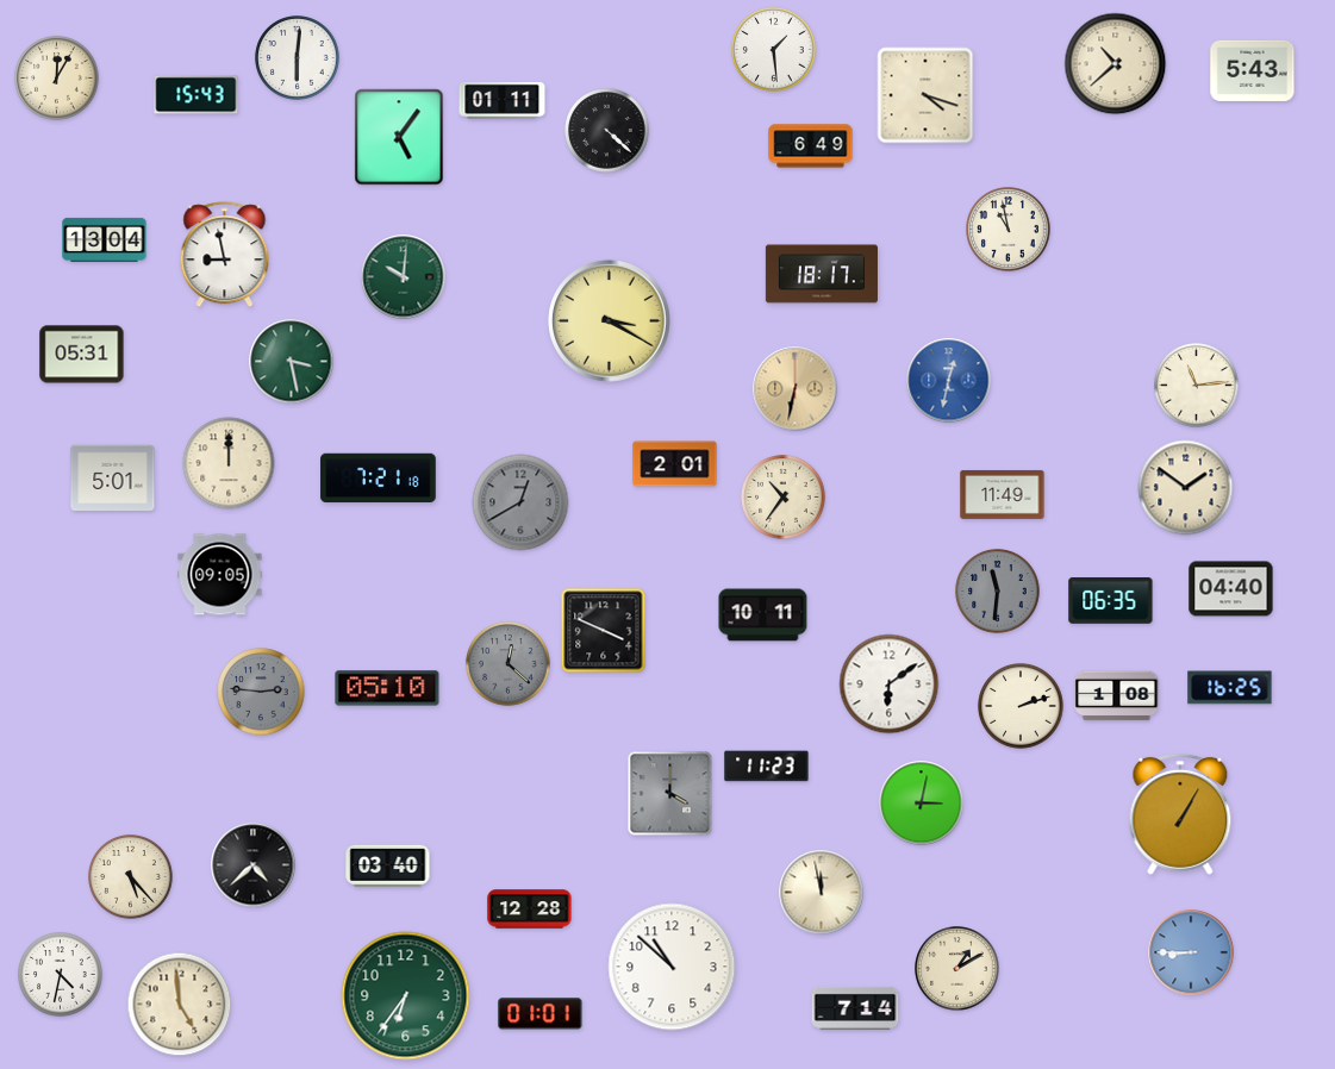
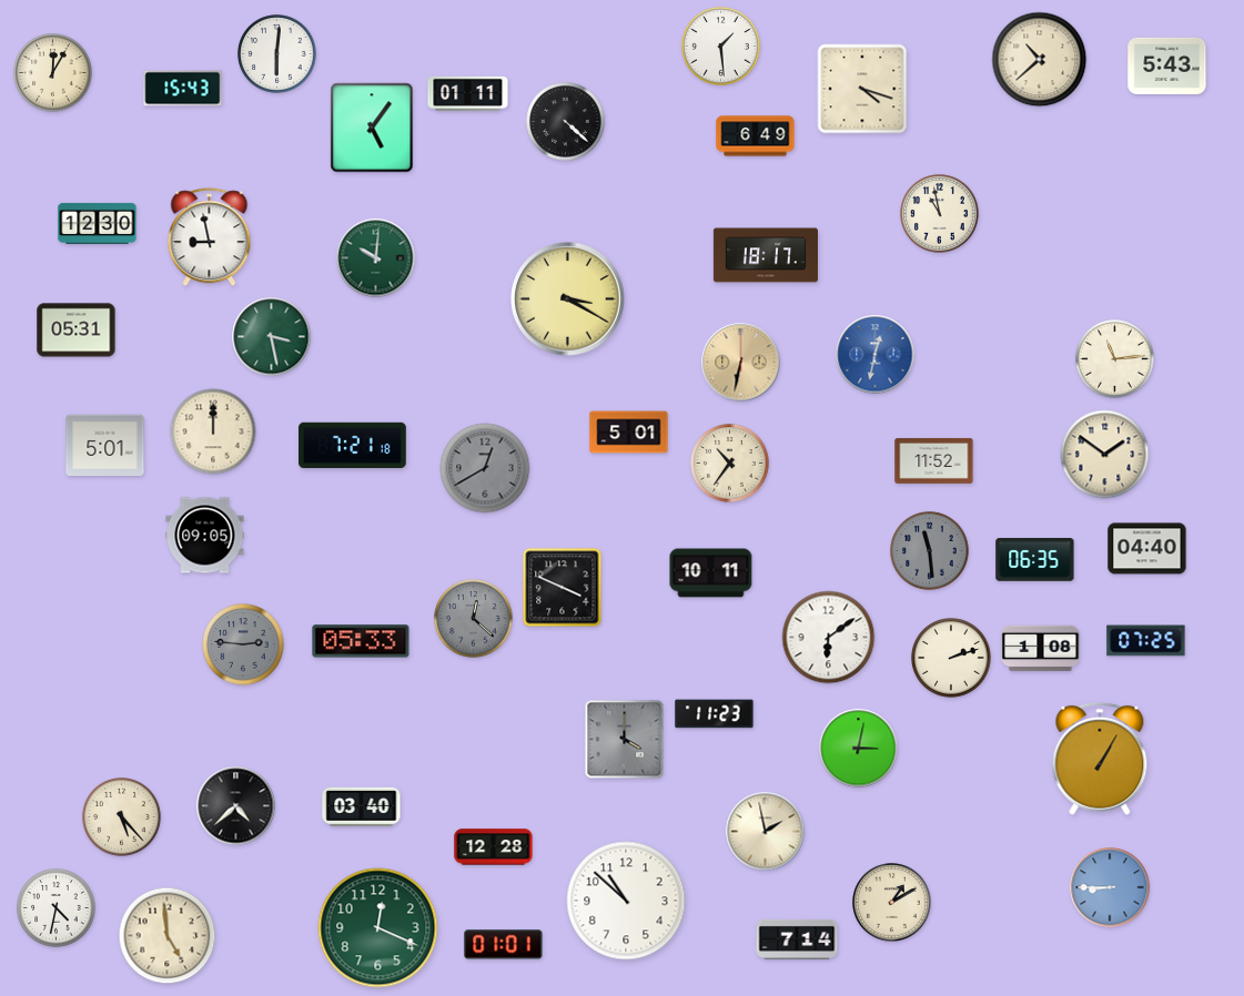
clock at (105, 239): 13:04 -> 12:30
clock at (949, 381) position: (949, 381) -> (876, 355)
clock at (675, 464): 2:01 -> 5:01
clock at (1003, 494): 11:49 -> 11:52
clock at (998, 592): 11:31 -> 11:29
clock at (387, 688): 05:10 -> 05:33
clock at (1230, 688): 16:25 -> 07:25
clock at (822, 893): 11:58 -> 1:58
clock at (406, 996): 6:36 -> 12:19
